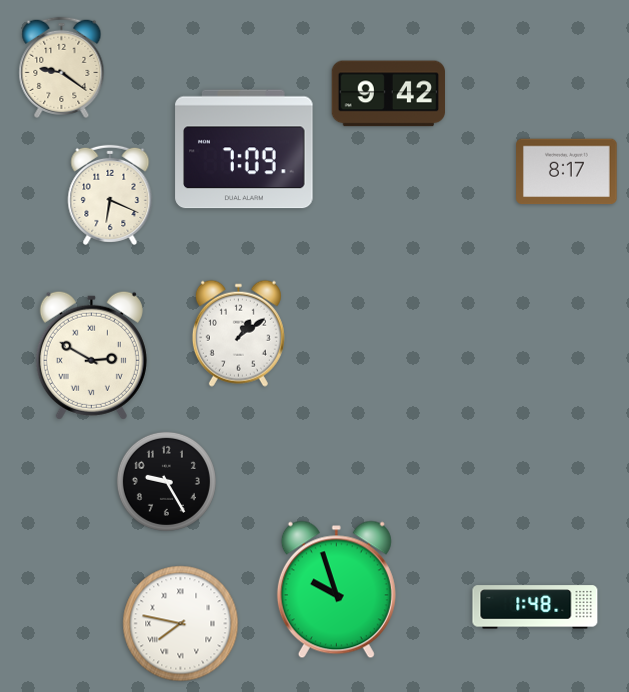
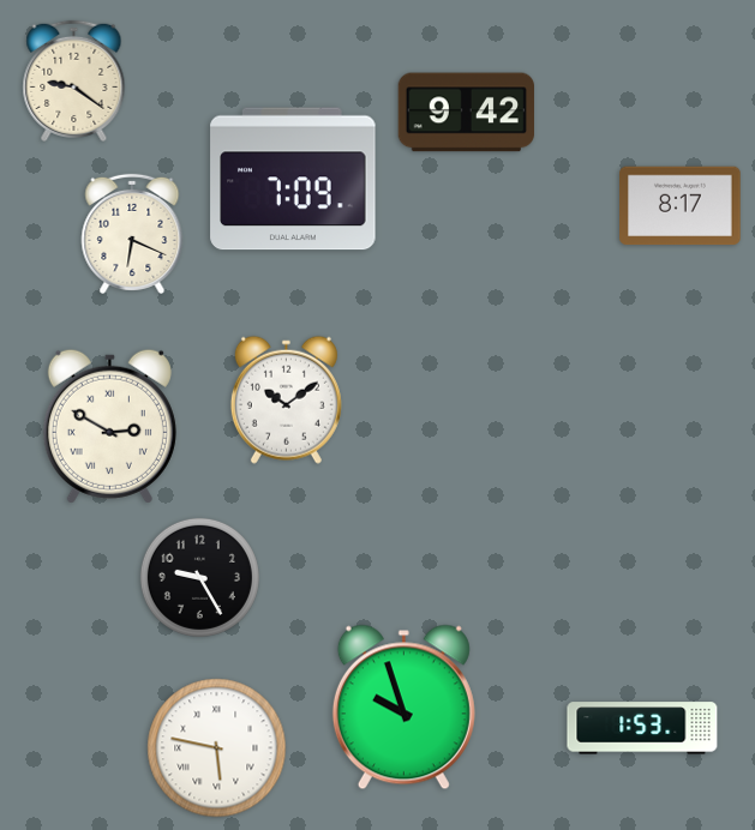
clock at (238, 333): 1:09 -> 10:09
clock at (535, 607): 1:48 -> 1:53
clock at (181, 624): 7:47 -> 5:47
